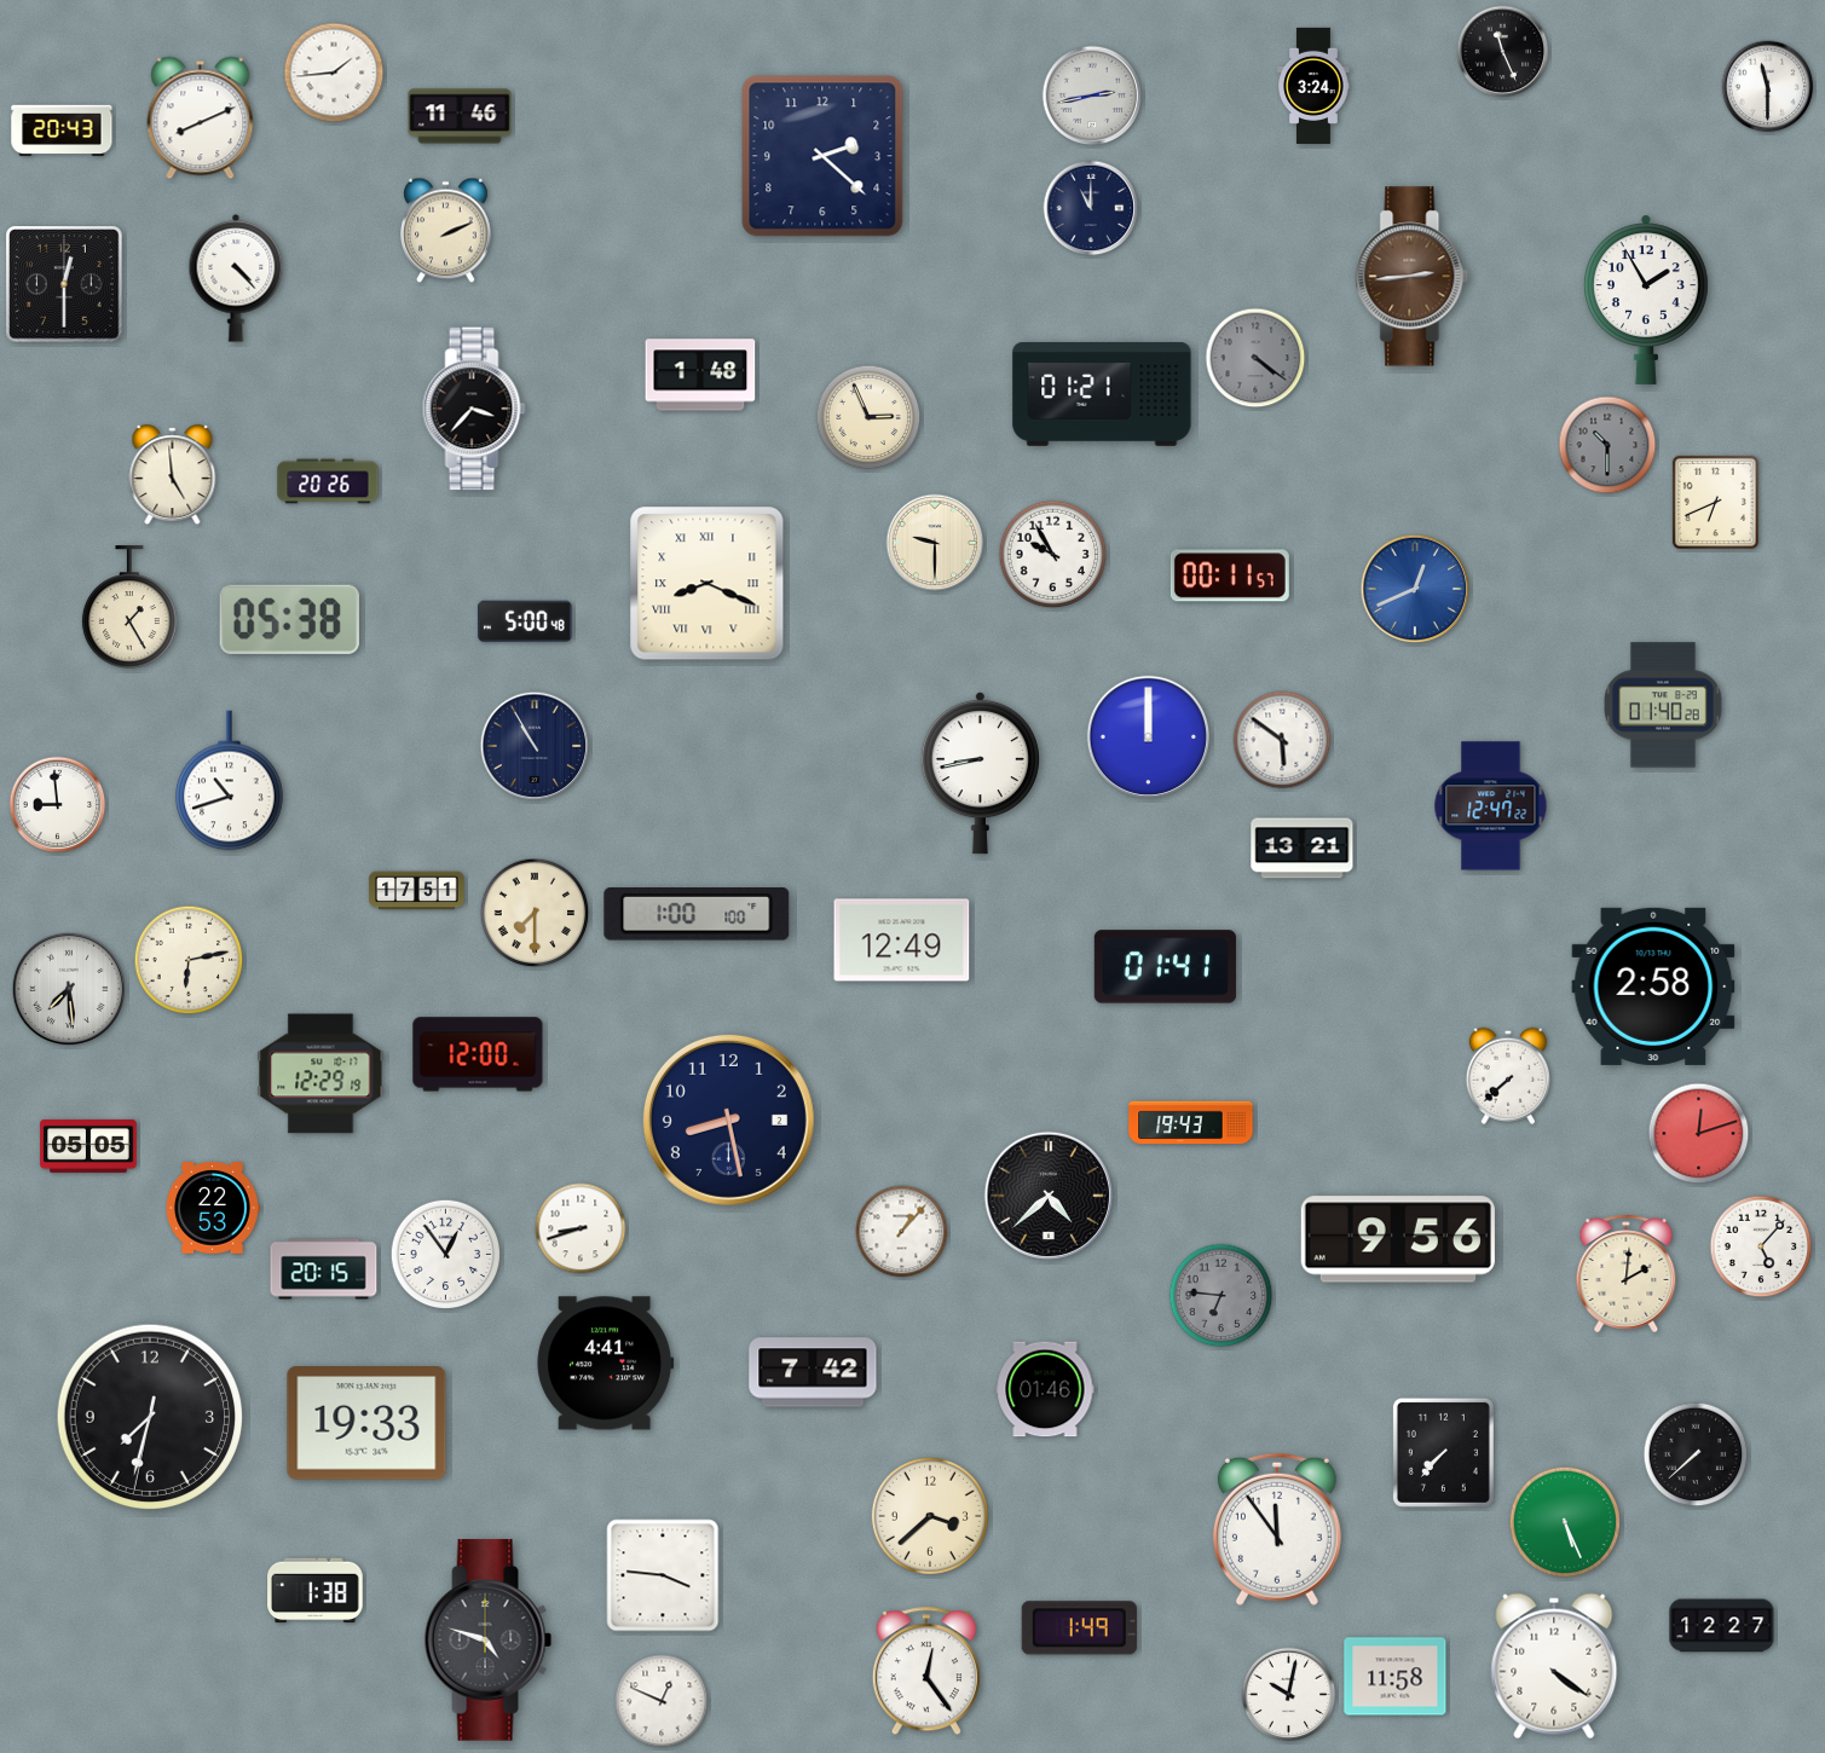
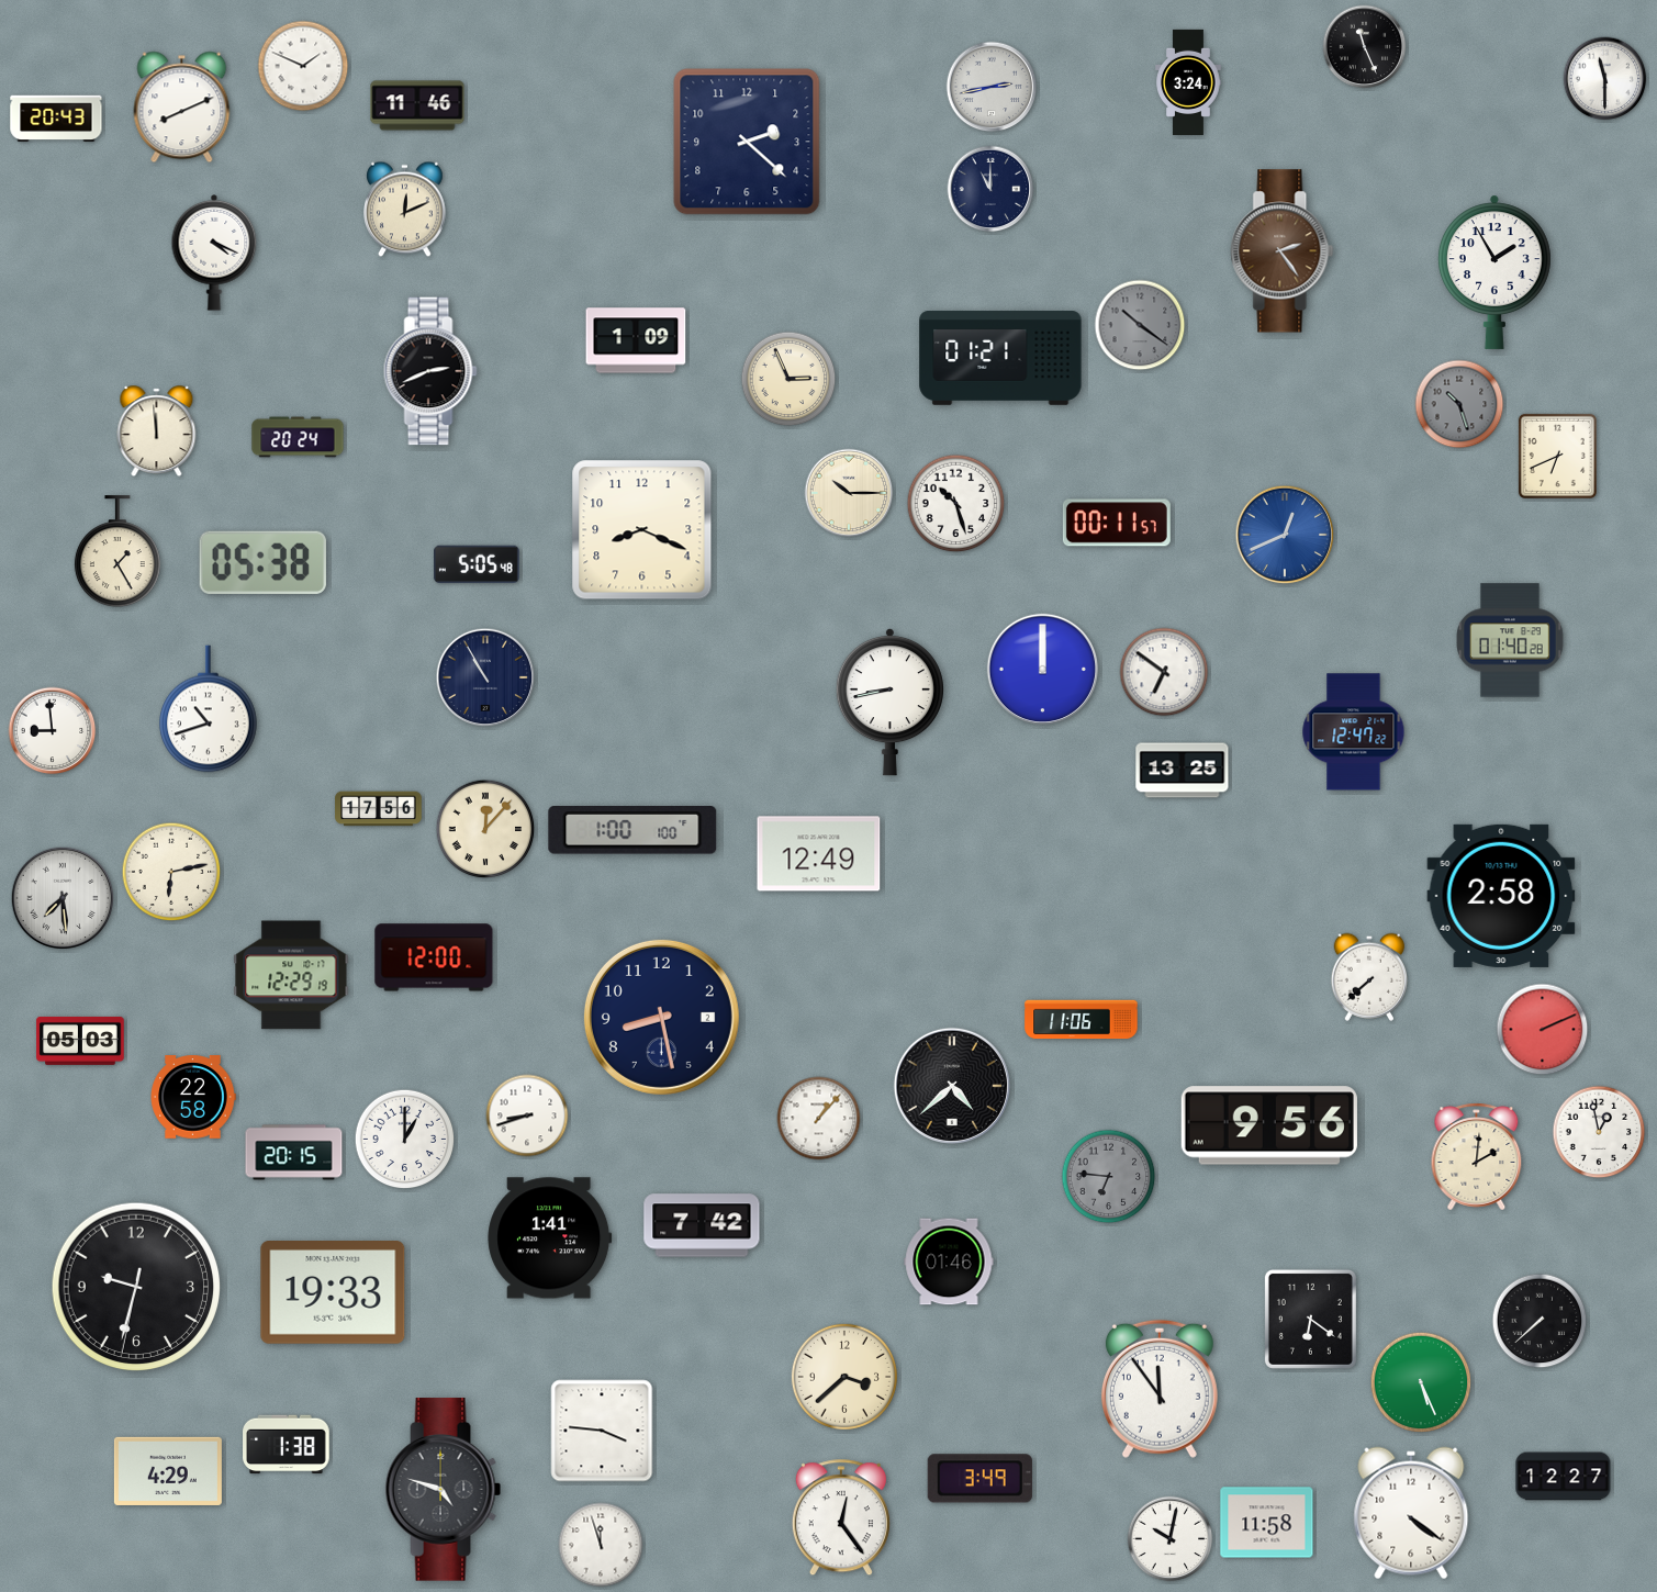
clock at (334, 73): 1:44 -> 1:49
clock at (1313, 85) position: (1313, 85) -> (1188, 81)
clock at (446, 231): 2:11 -> 12:11
clock at (1413, 277): 2:44 -> 2:24
clock at (236, 279): 4:23 -> 4:19
clock at (64, 284): 12:30 -> none
clock at (1255, 358): 4:21 -> 10:21
clock at (700, 375): 1:48 -> 1:09
clock at (474, 409): 3:37 -> 2:41
clock at (1607, 445): 10:30 -> 10:27
clock at (173, 475): 4:59 -> 11:59
clock at (328, 481): 20:26 -> 20:24
clock at (935, 543): 9:30 -> 10:15
clock at (1053, 555): 9:55 -> 10:27
clock at (708, 584) numerals: Roman -> Arabic
clock at (525, 621): 5:00 -> 5:05
clock at (1282, 740): 5:51 -> 6:51
clock at (1303, 849): 13:21 -> 13:25
clock at (417, 891): 17:51 -> 17:56
clock at (535, 913): 7:30 -> 12:07
clock at (1165, 967): 01:41 -> none
clock at (1191, 1123): 19:43 -> 11:06
clock at (1699, 1134): 12:12 -> 2:11
clock at (88, 1146): 05:05 -> 05:03
clock at (213, 1208): 22:53 -> 22:58
clock at (1761, 1246): 5:07 -> 12:58
clock at (446, 1255): 12:54 -> 1:00
clock at (606, 1364): 4:41 -> 1:41
clock at (813, 1372) position: (813, 1372) -> (702, 1225)
clock at (150, 1417): 7:32 -> 9:32
clock at (1443, 1452): 7:37 -> 6:21
clock at (168, 1471): none -> 4:29
clock at (1079, 1628): 1:49 -> 3:49
clock at (662, 1701): 12:49 -> 11:57
